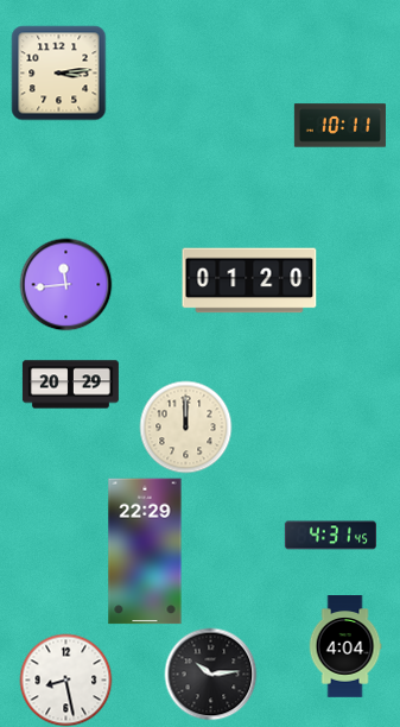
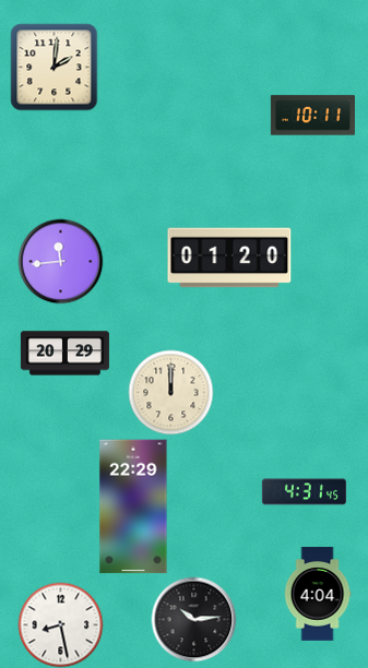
clock at (58, 72): 3:14 -> 2:01
